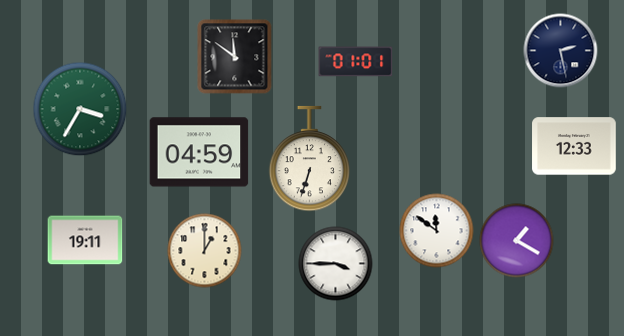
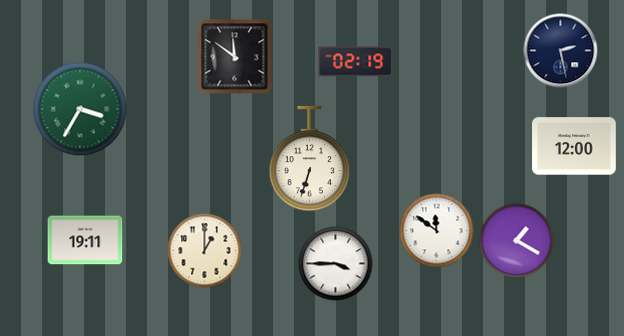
clock at (356, 62): 01:01 -> 02:19
clock at (574, 146): 12:33 -> 12:00
clock at (199, 152): 04:59 -> none
